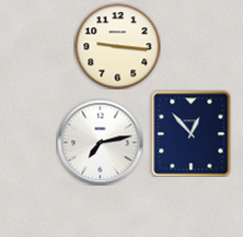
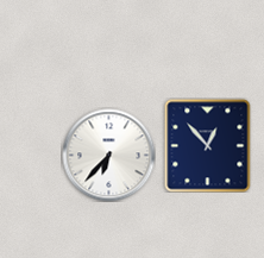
clock at (117, 46): 9:16 -> none
clock at (100, 142): 7:13 -> 6:37
